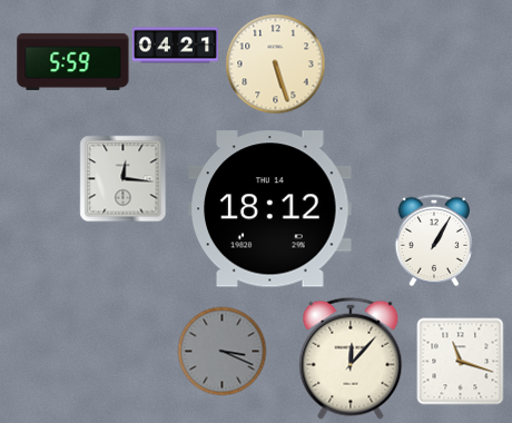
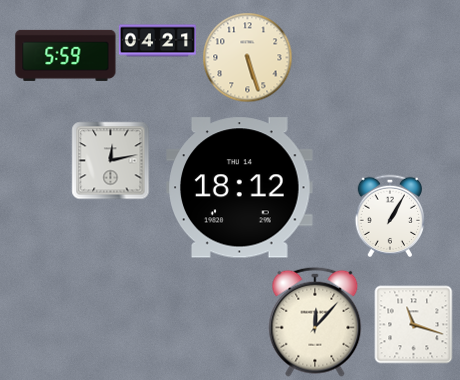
clock at (122, 178): 12:16 -> 12:13
clock at (270, 209) position: (270, 209) -> (240, 188)
clock at (221, 351): 3:19 -> none
